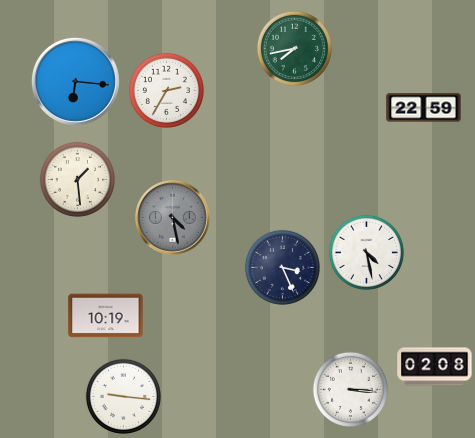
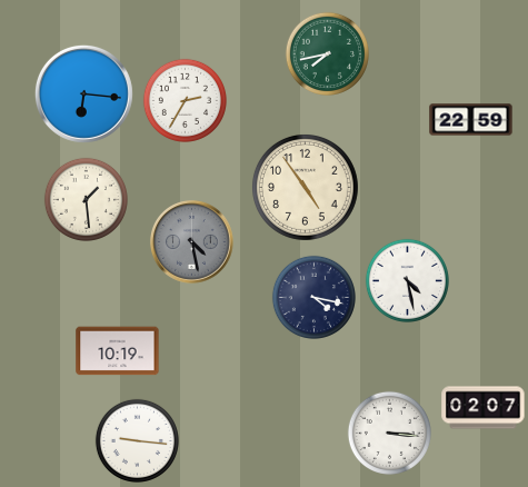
clock at (75, 81) position: (75, 81) -> (83, 93)
clock at (305, 187): none -> 4:54
clock at (282, 267): 3:26 -> 4:17
clock at (435, 367): 02:08 -> 02:07
